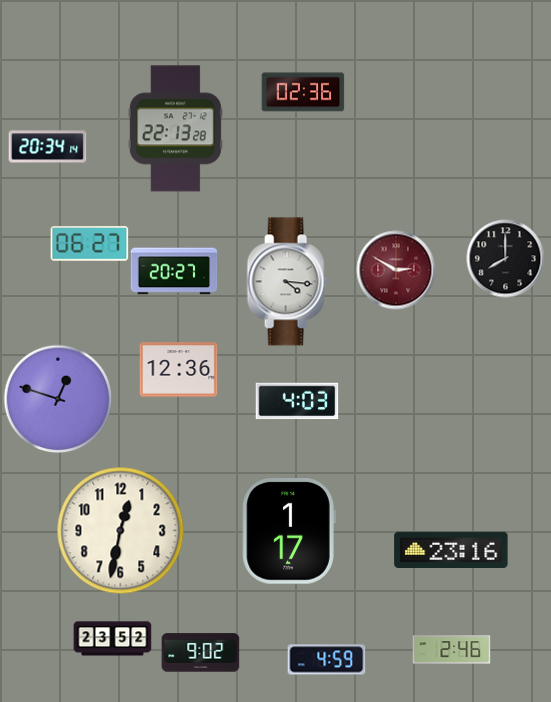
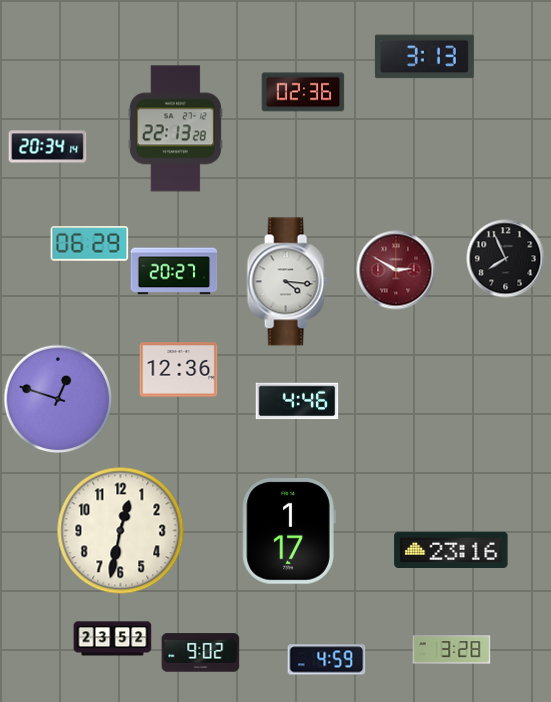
clock at (424, 57): none -> 3:13
clock at (89, 244): 06:27 -> 06:29
clock at (505, 258): 8:00 -> 7:56
clock at (297, 401): 4:03 -> 4:46
clock at (451, 650): 2:46 -> 3:28
